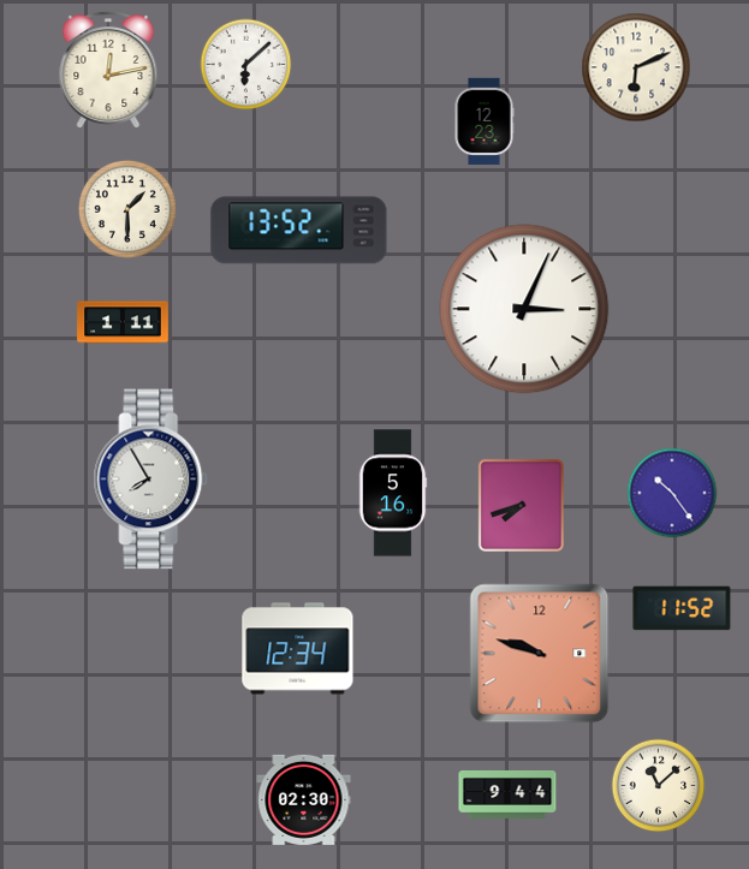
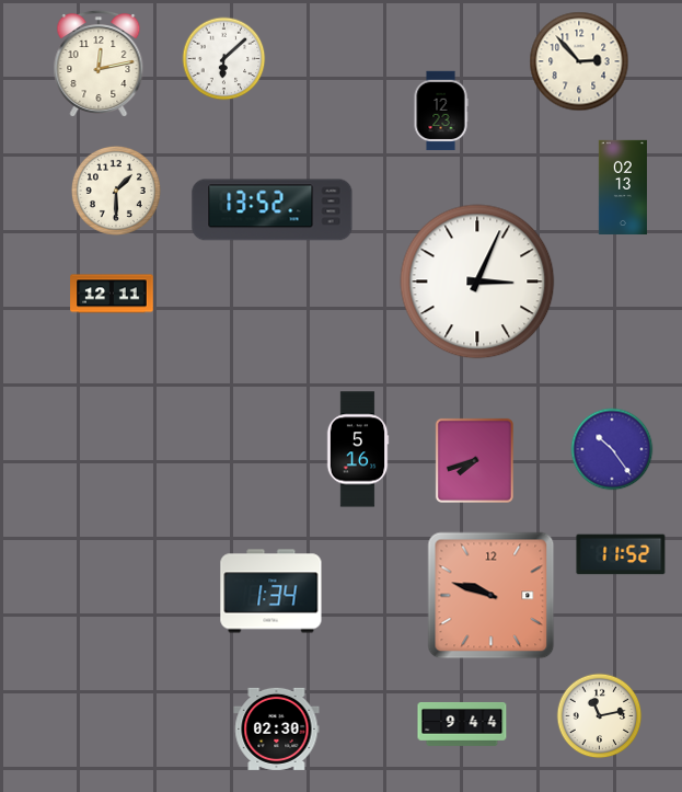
clock at (636, 67): 6:11 -> 2:53
clock at (623, 186): none -> 02:13
clock at (123, 322): 1:11 -> 12:11
clock at (151, 480): 7:55 -> none
clock at (298, 649): 12:34 -> 1:34
clock at (659, 786): 11:08 -> 11:13
